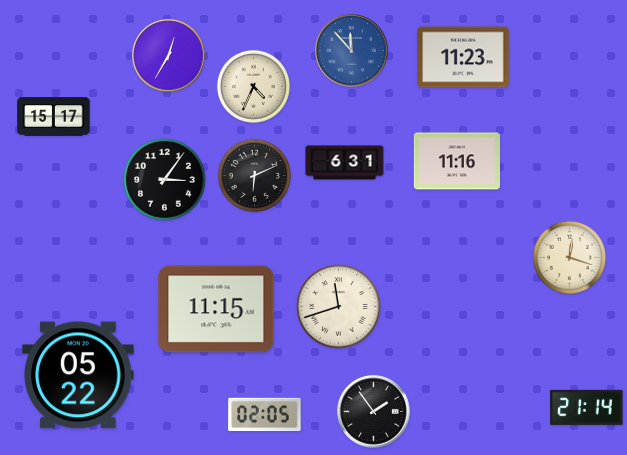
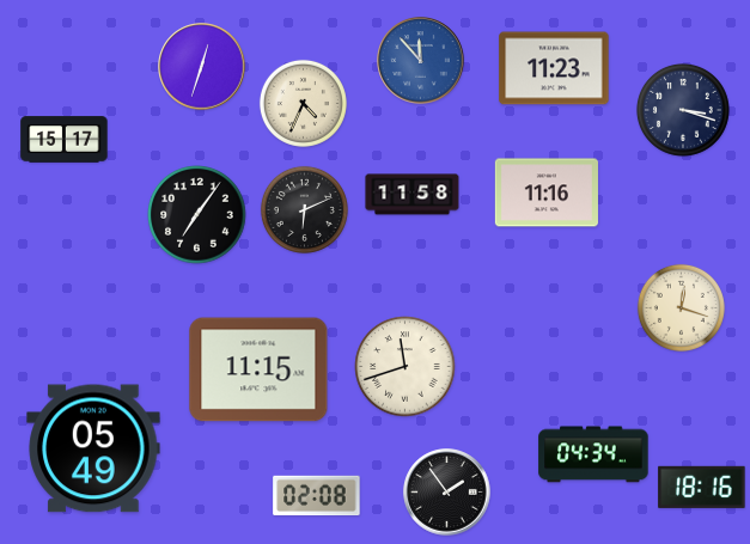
clock at (169, 56): 12:35 -> 12:33
clock at (683, 110): none -> 3:18
clock at (345, 163): 6:31 -> 11:58
clock at (165, 180): 3:06 -> 7:06
clock at (78, 375): 05:22 -> 05:49
clock at (593, 454): none -> 04:34
clock at (587, 407): 21:14 -> 18:16
clock at (265, 415): 02:05 -> 02:08
